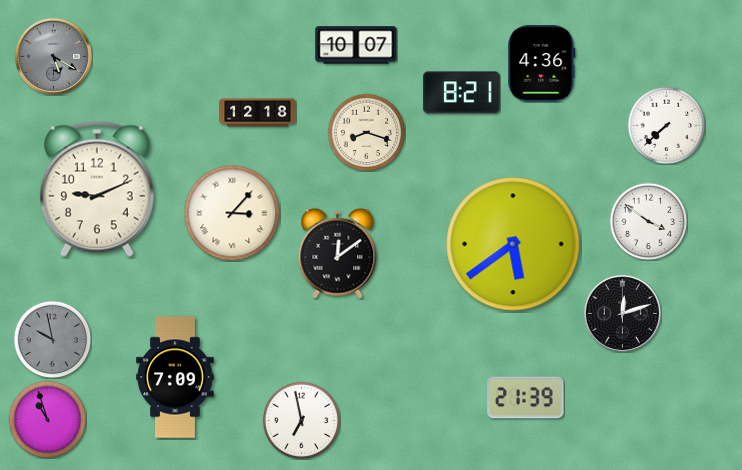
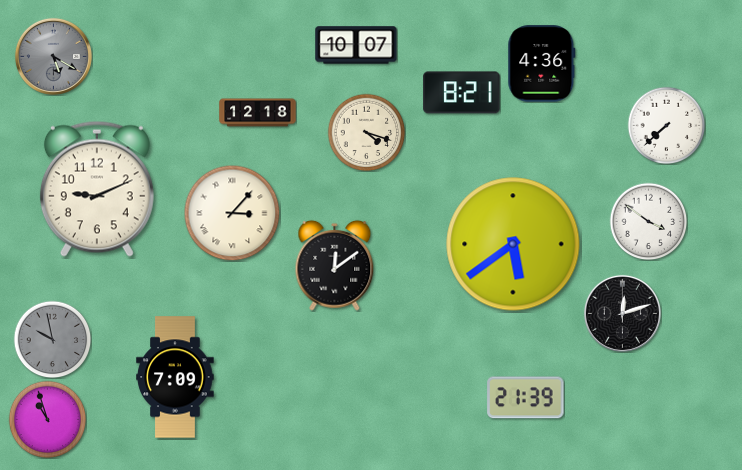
clock at (366, 132): 8:18 -> 4:18
clock at (338, 253) position: (338, 253) -> (335, 265)
clock at (301, 420): 6:58 -> none
